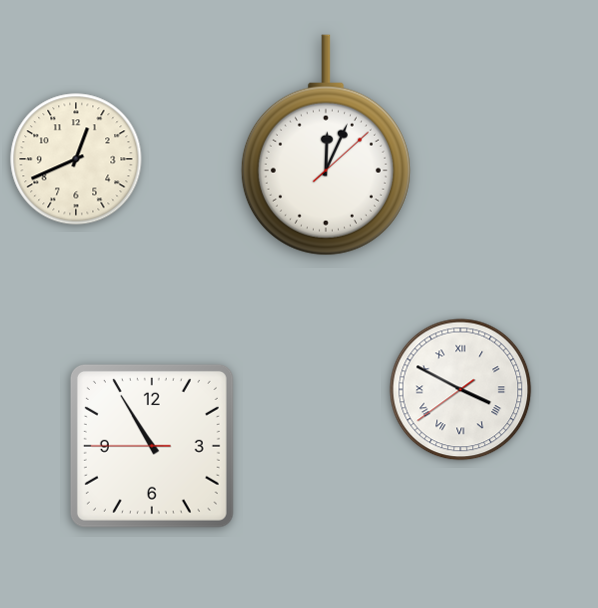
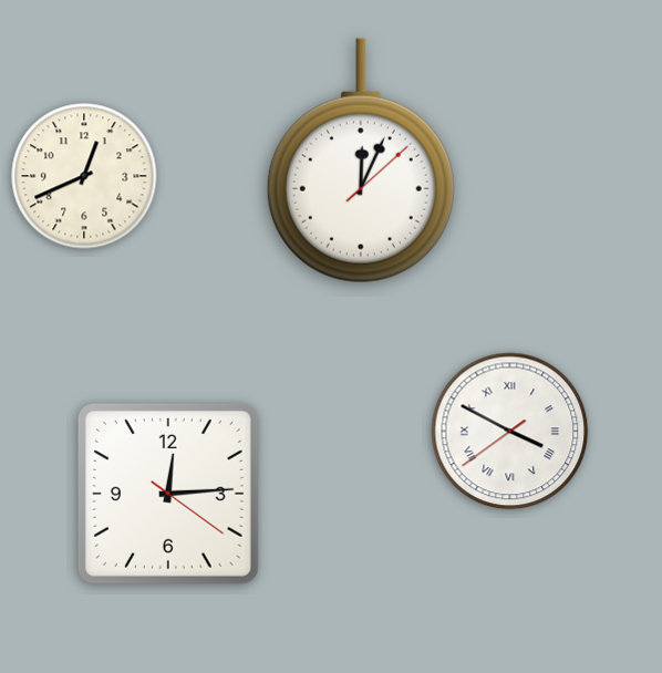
clock at (152, 446): 10:54 -> 12:14
